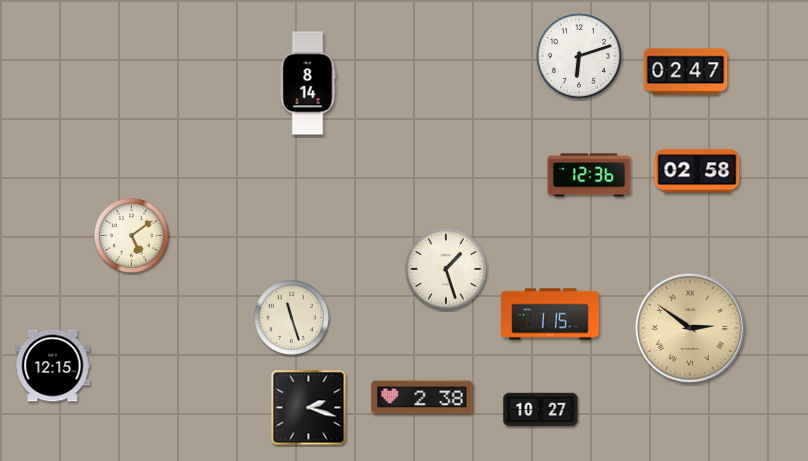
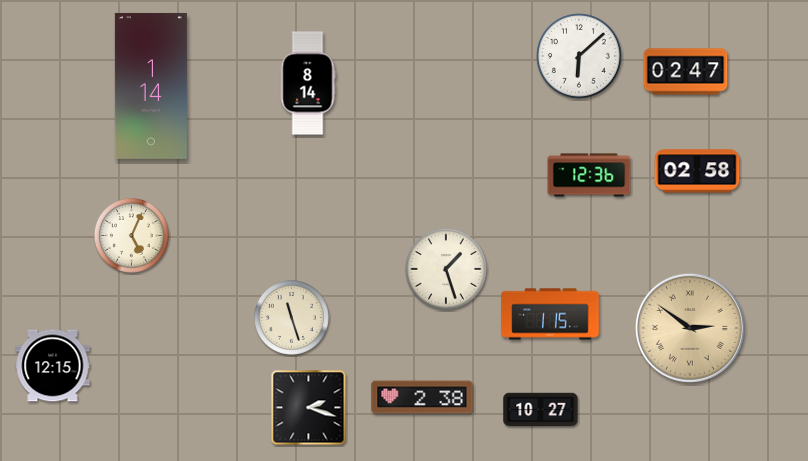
clock at (580, 57): 6:12 -> 6:08
clock at (151, 86): none -> 1:14
clock at (131, 235): 5:09 -> 5:04
